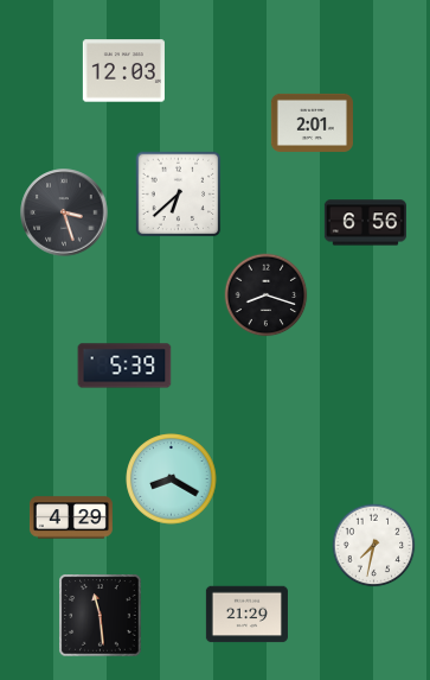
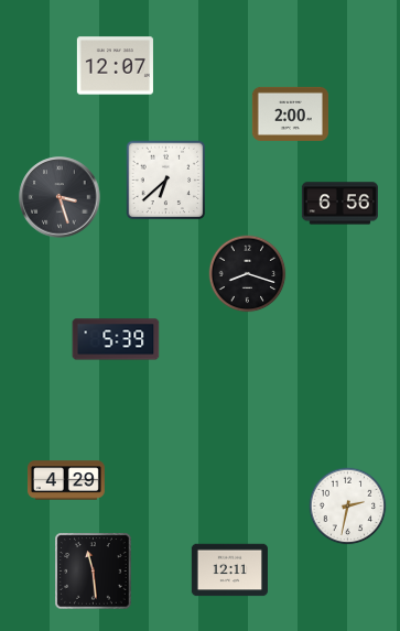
clock at (123, 71): 12:03 -> 12:07
clock at (312, 122): 2:01 -> 2:00
clock at (365, 223) position: (365, 223) -> (339, 204)
clock at (172, 479): 8:20 -> none
clock at (374, 546): 7:32 -> 2:32
clock at (246, 615): 21:29 -> 12:11
